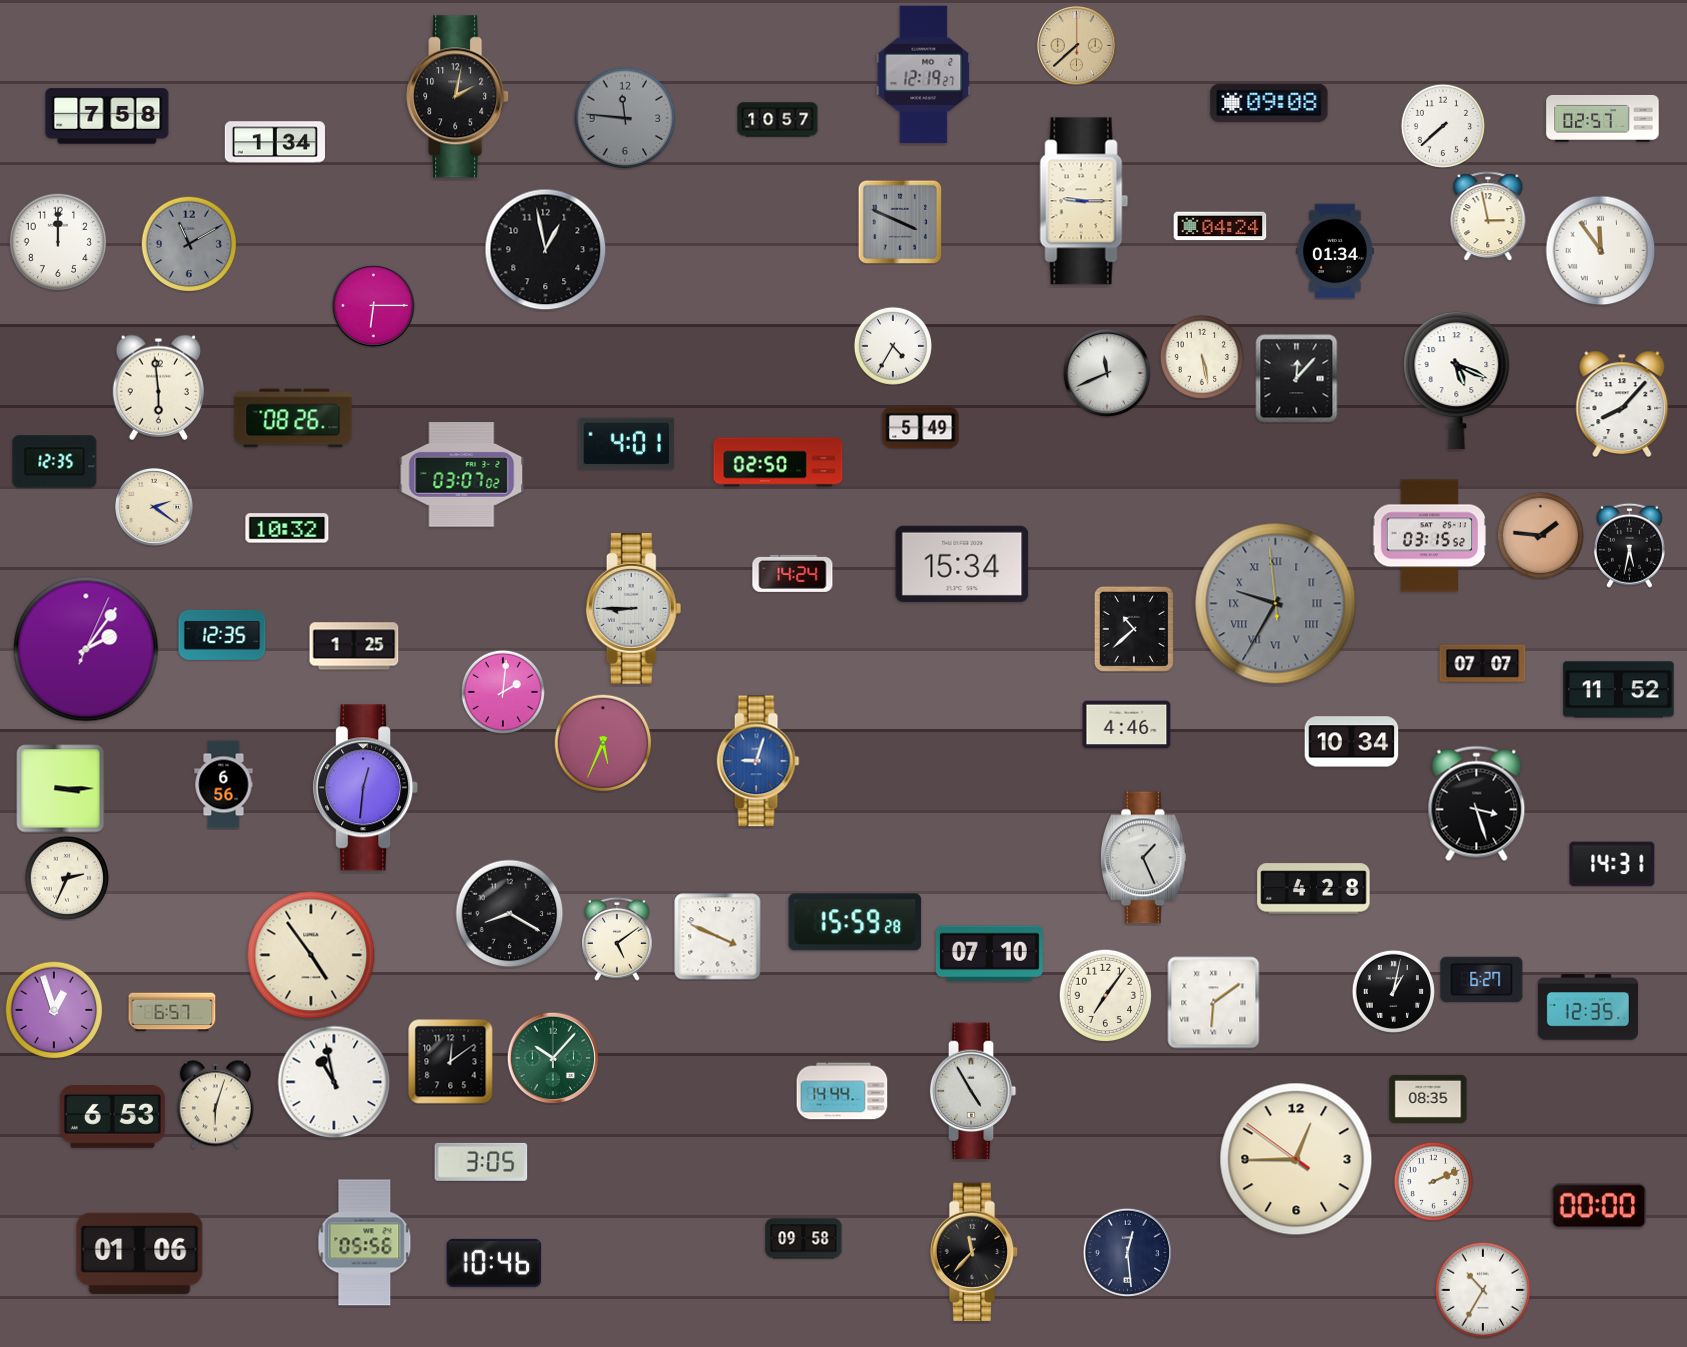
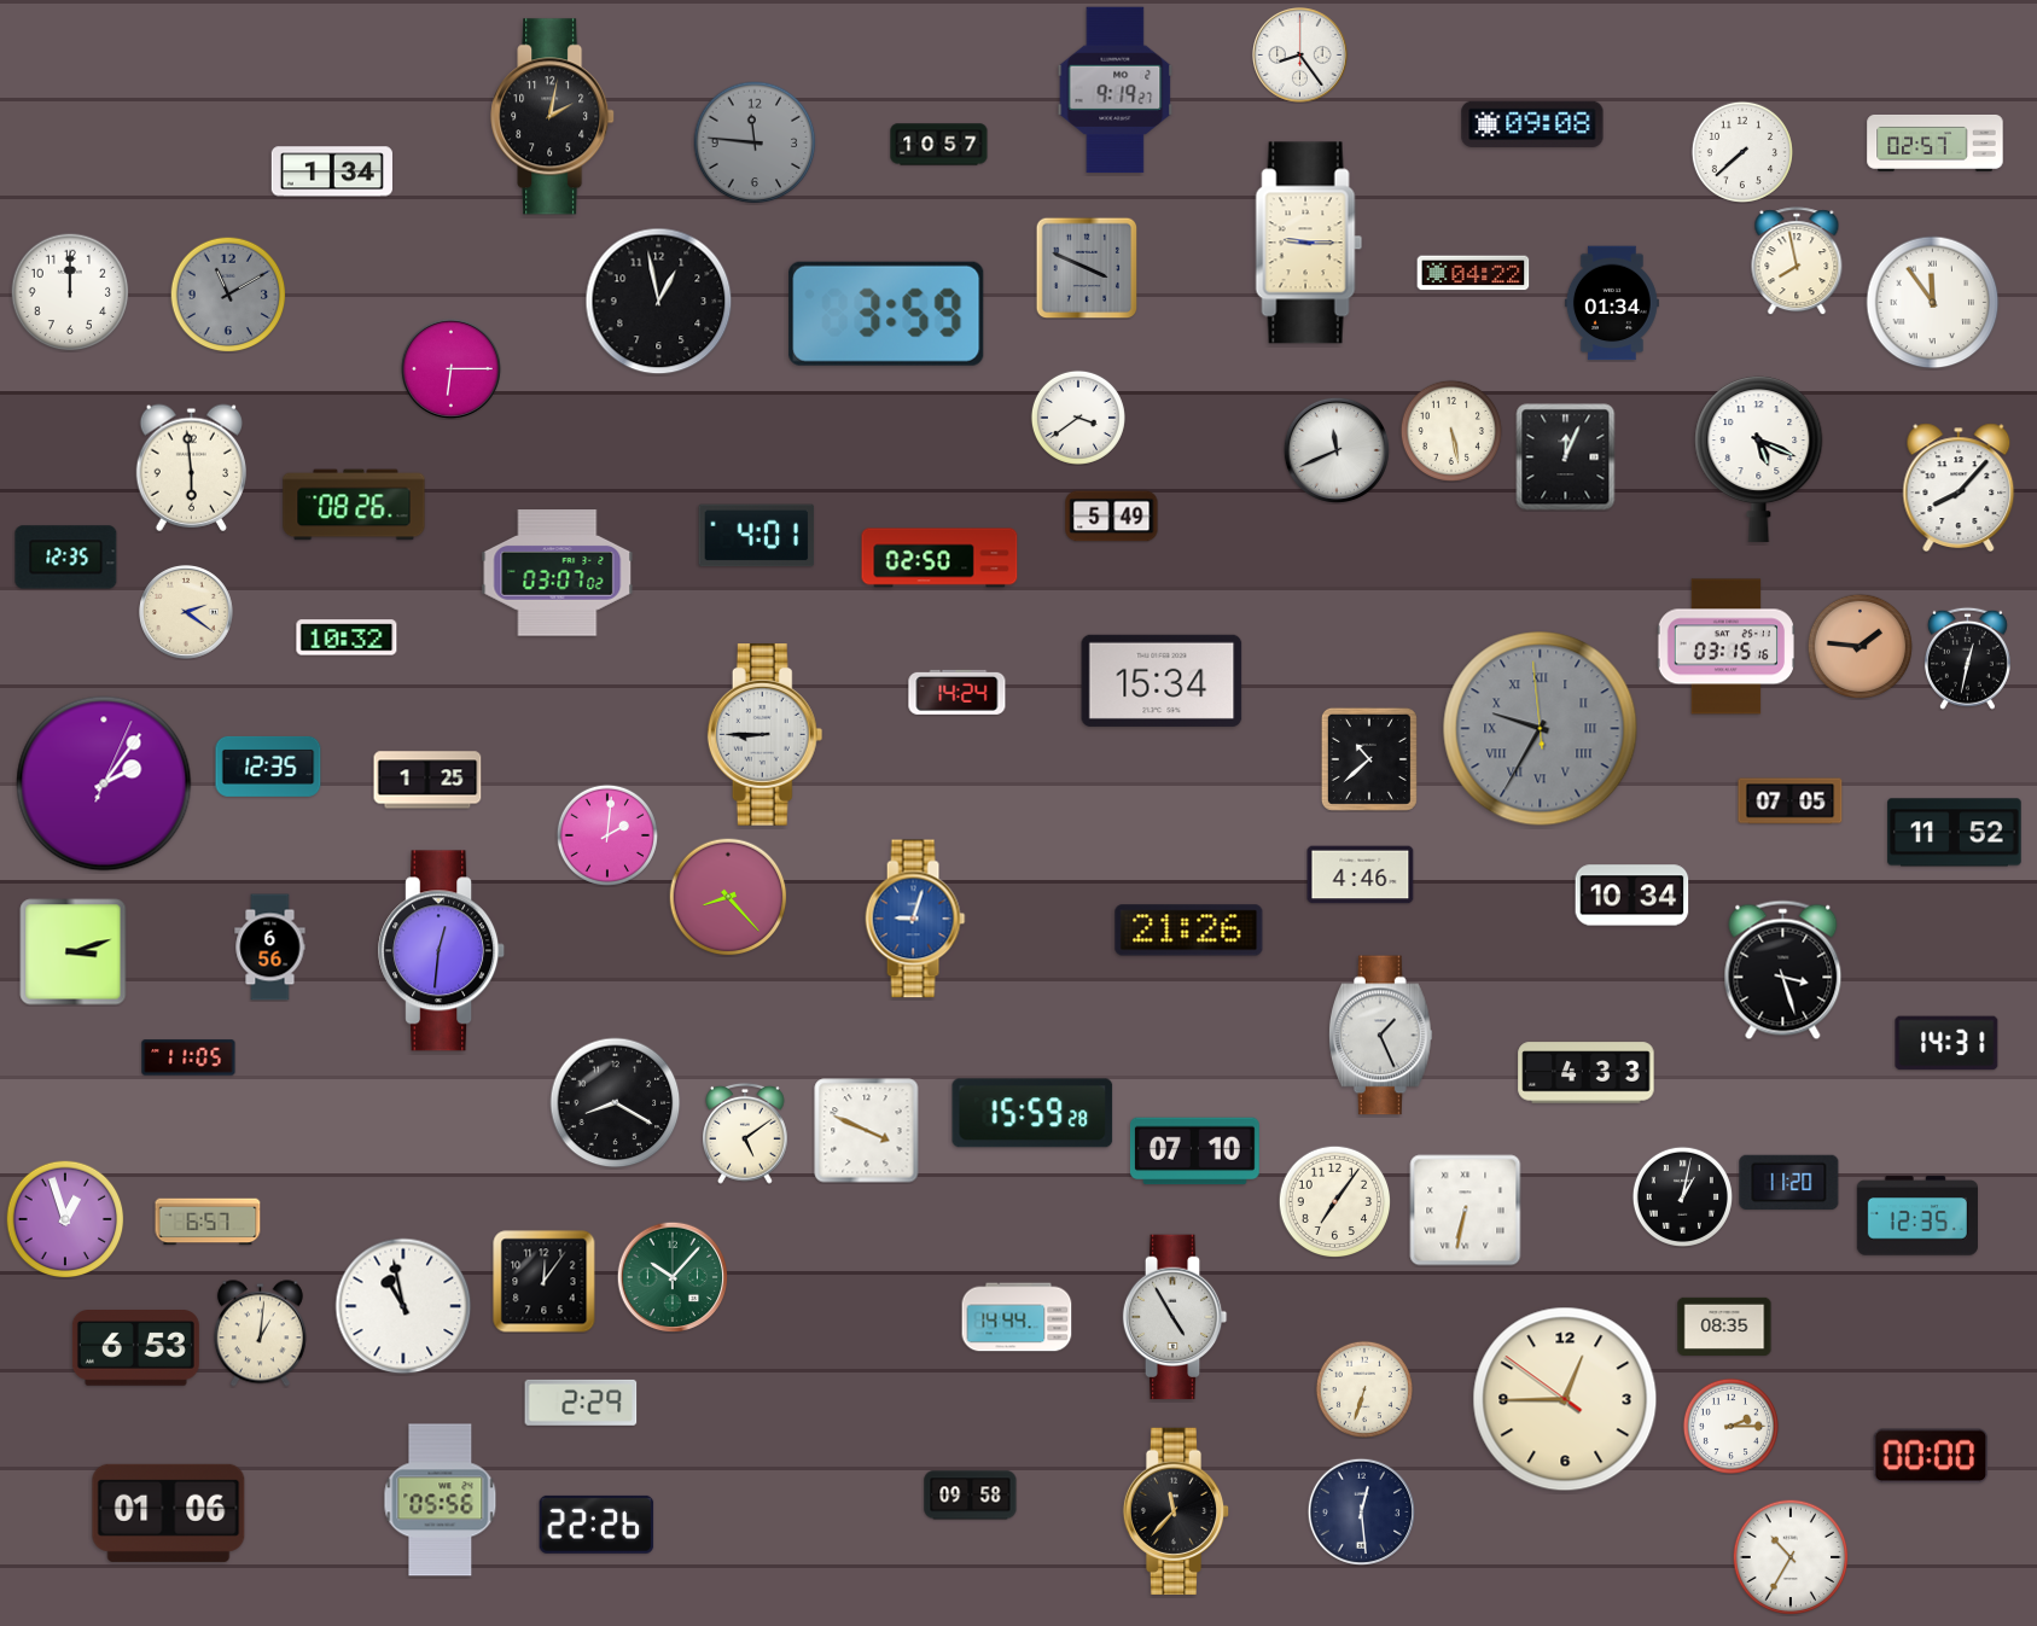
clock at (1077, 46): 7:38 -> 8:24
clock at (1077, 46) dial: champagne -> white
clock at (924, 75): 12:19 -> 9:19
clock at (107, 116): 7:58 -> none
clock at (1488, 216): 2:58 -> 7:58
clock at (1220, 226): 04:24 -> 04:22
clock at (886, 314): none -> 3:59
clock at (893, 346): 4:35 -> 3:39
clock at (1297, 379): 12:07 -> 12:04
clock at (1430, 536): 03:15:52 -> 03:15:16
clock at (1629, 545): 5:32 -> 12:32
clock at (1483, 664): 07:07 -> 07:05
clock at (603, 743): 5:34 -> 8:23
clock at (1189, 931): none -> 21:26
clock at (61, 789): 3:15 -> 3:12
clock at (188, 1057): none -> 11:05
clock at (67, 878): 2:34 -> none
clock at (1314, 889): 4:28 -> 4:33
clock at (311, 955): 4:54 -> none
clock at (1482, 979): 6:27 -> 11:20
clock at (1214, 1003): 6:09 -> 6:32
clock at (553, 1058) position: (553, 1058) -> (673, 1277)
clock at (451, 1062): 12:09 -> 12:06
clock at (215, 1105): 6:03 -> 1:01
clock at (1364, 1389): none -> 6:33
clock at (481, 1162): 3:05 -> 2:29
clock at (1433, 1181): 2:11 -> 2:15
clock at (494, 1263): 10:46 -> 22:26
